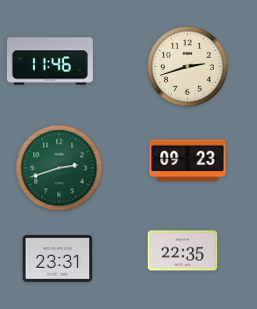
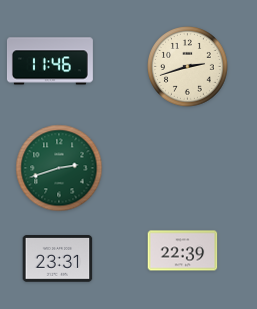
clock at (188, 161): 09:23 -> none
clock at (183, 251): 22:35 -> 22:39
